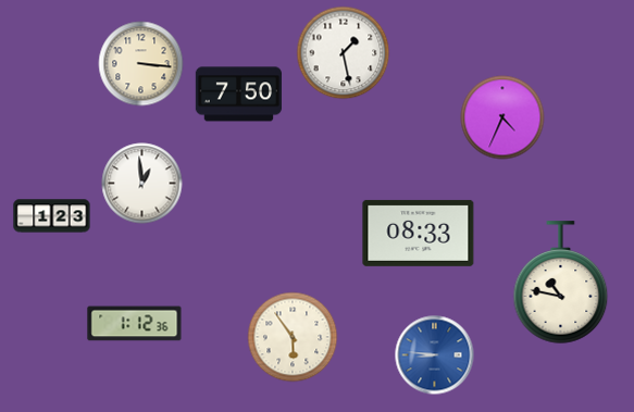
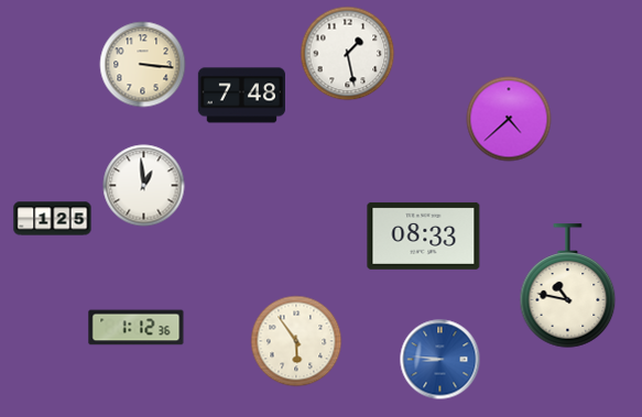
clock at (238, 95): 7:50 -> 7:48
clock at (502, 117): 4:34 -> 4:38
clock at (52, 216): 1:23 -> 1:25
